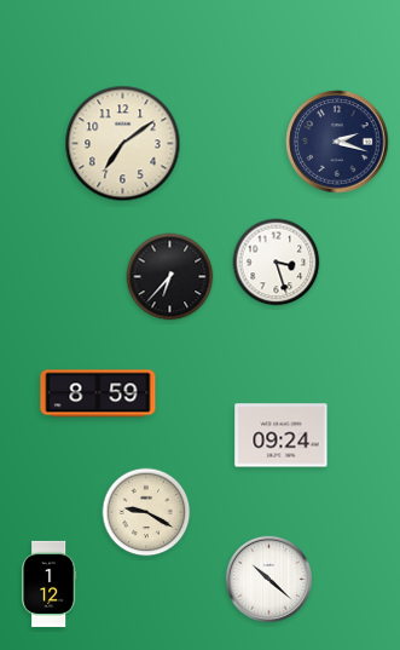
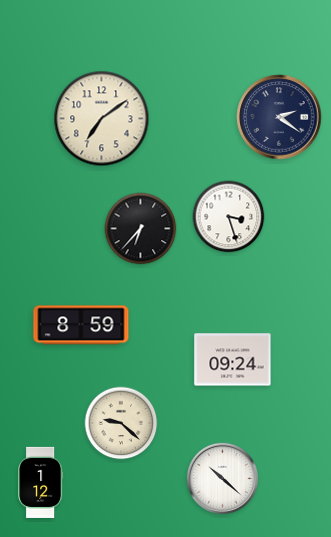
clock at (337, 142): 2:18 -> 2:21
clock at (146, 512): 9:20 -> 9:22
